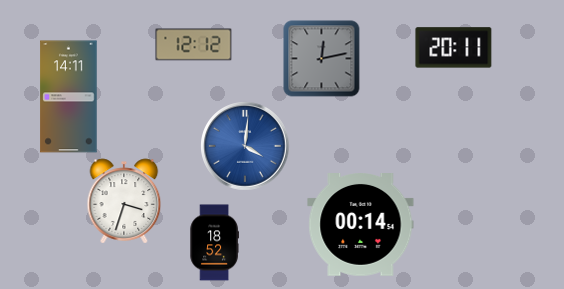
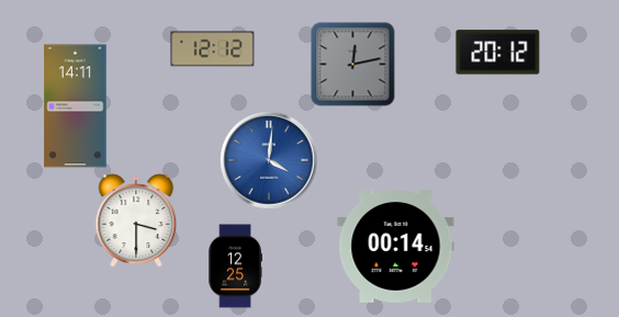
clock at (454, 48): 20:11 -> 20:12
clock at (124, 201): 3:33 -> 3:30
clock at (214, 243): 18:52 -> 12:25
